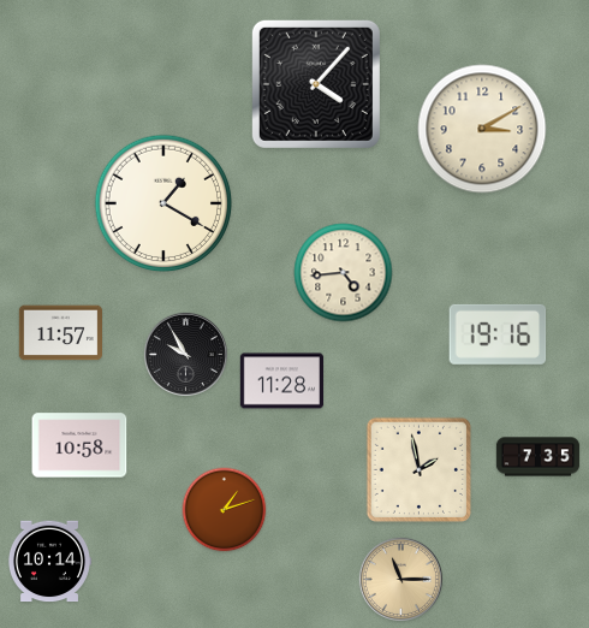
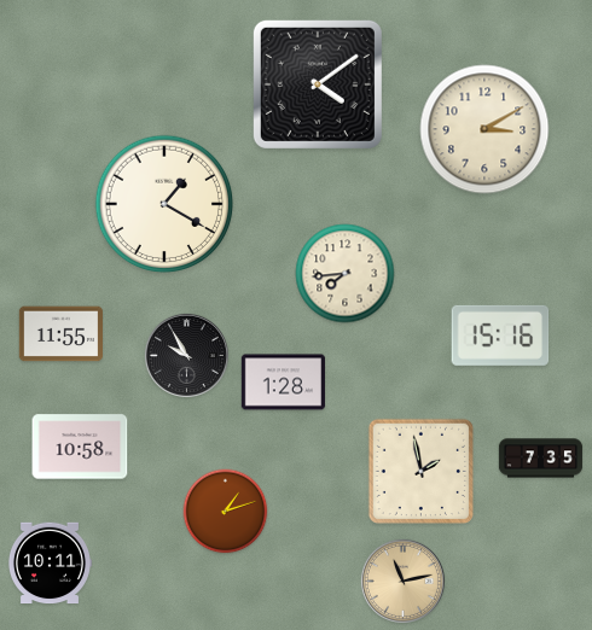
clock at (316, 84): 4:07 -> 4:09
clock at (344, 273): 4:44 -> 7:44
clock at (60, 333): 11:57 -> 11:55
clock at (498, 334): 19:16 -> 15:16
clock at (281, 381): 11:28 -> 1:28
clock at (48, 562): 10:14 -> 10:11
clock at (400, 579): 11:15 -> 11:13
